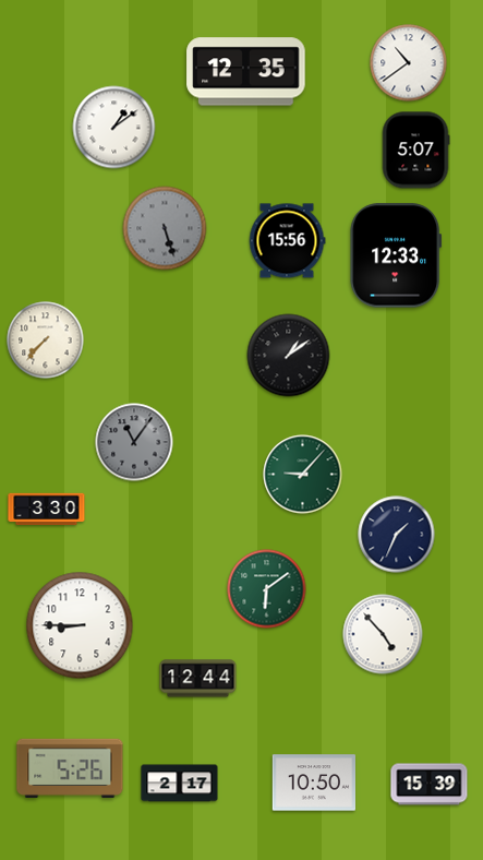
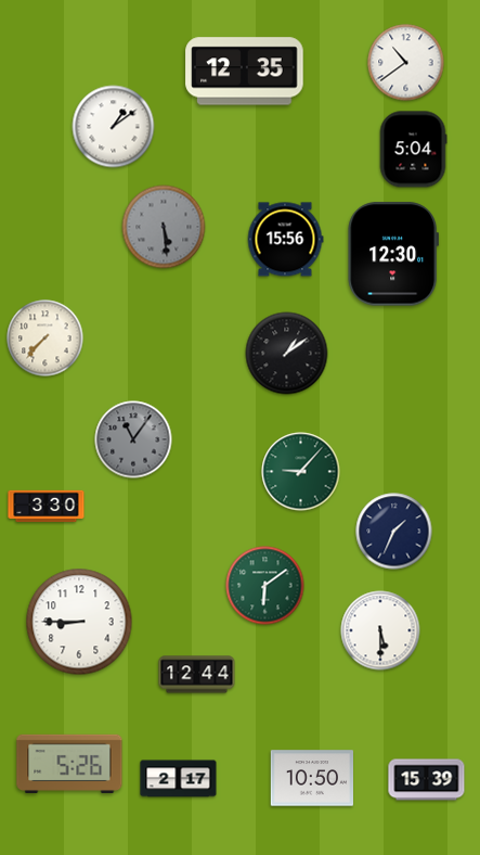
clock at (415, 151): 5:07 -> 5:04
clock at (165, 228): 5:27 -> 5:29
clock at (396, 255): 12:33 -> 12:30
clock at (383, 634): 4:53 -> 5:30
